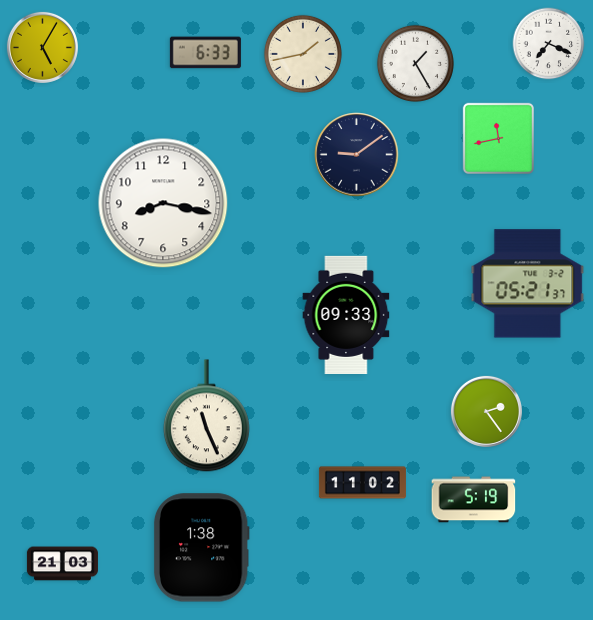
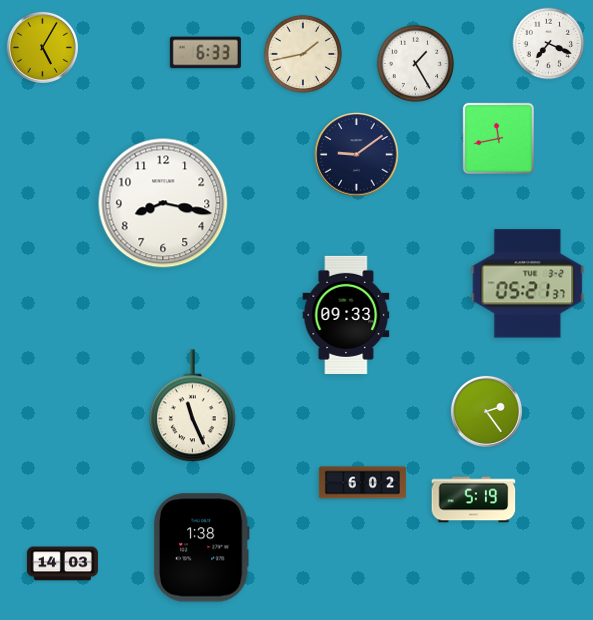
clock at (206, 416) position: (206, 416) -> (192, 406)
clock at (362, 483): 11:02 -> 6:02
clock at (62, 564): 21:03 -> 14:03
